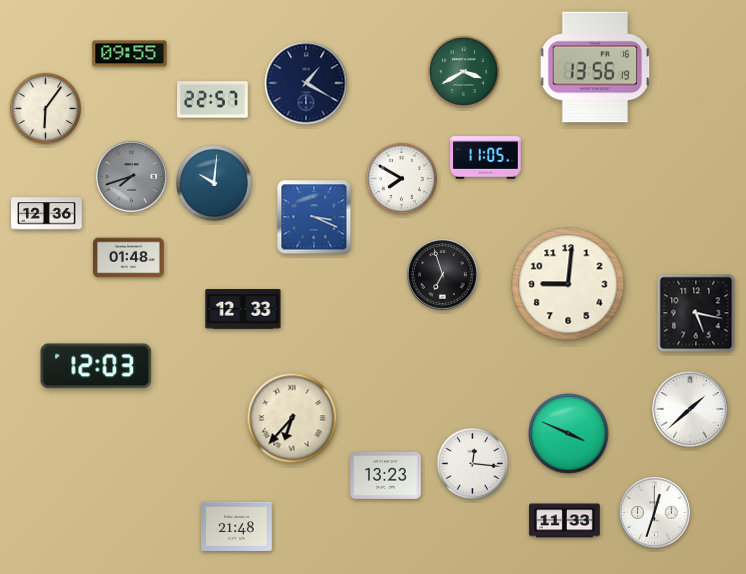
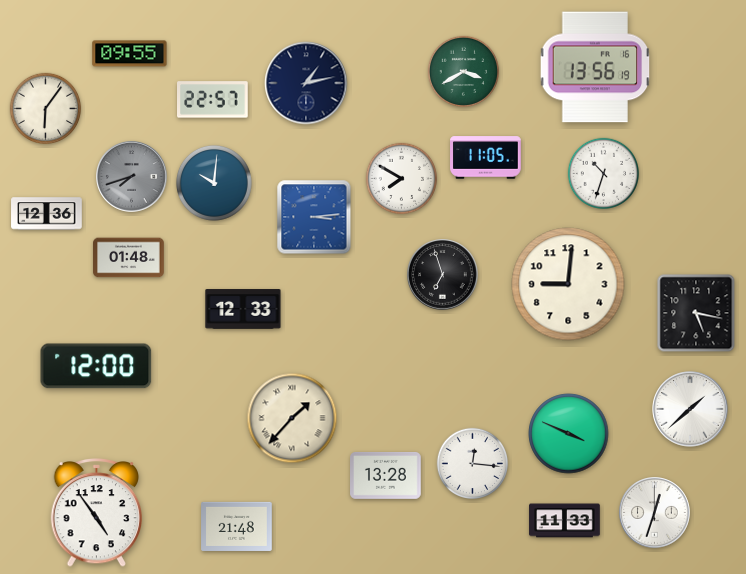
clock at (306, 83): 1:20 -> 1:13
clock at (604, 174): none -> 10:33
clock at (314, 217): 3:19 -> 3:14
clock at (96, 366): 12:03 -> 12:00
clock at (292, 418): 6:37 -> 1:37
clock at (386, 475): 13:23 -> 13:28
clock at (97, 513): none -> 4:54
